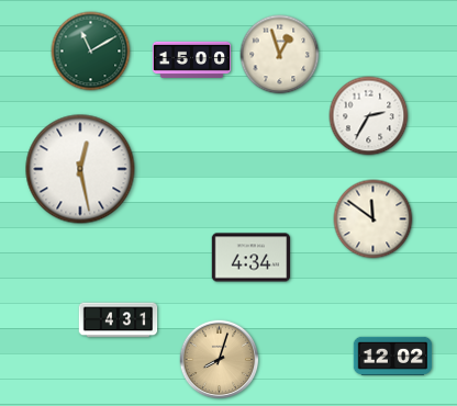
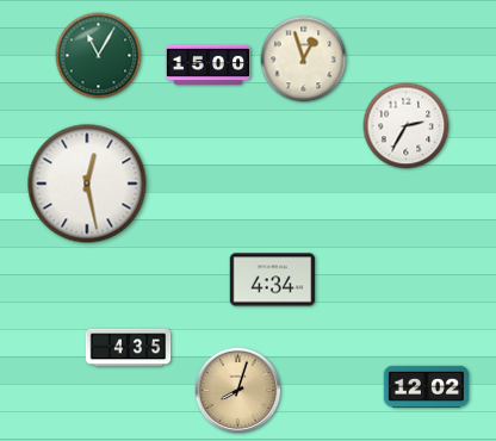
clock at (91, 52): 11:10 -> 11:05
clock at (369, 116) position: (369, 116) -> (407, 126)
clock at (374, 219): 11:51 -> none
clock at (119, 320): 4:31 -> 4:35
